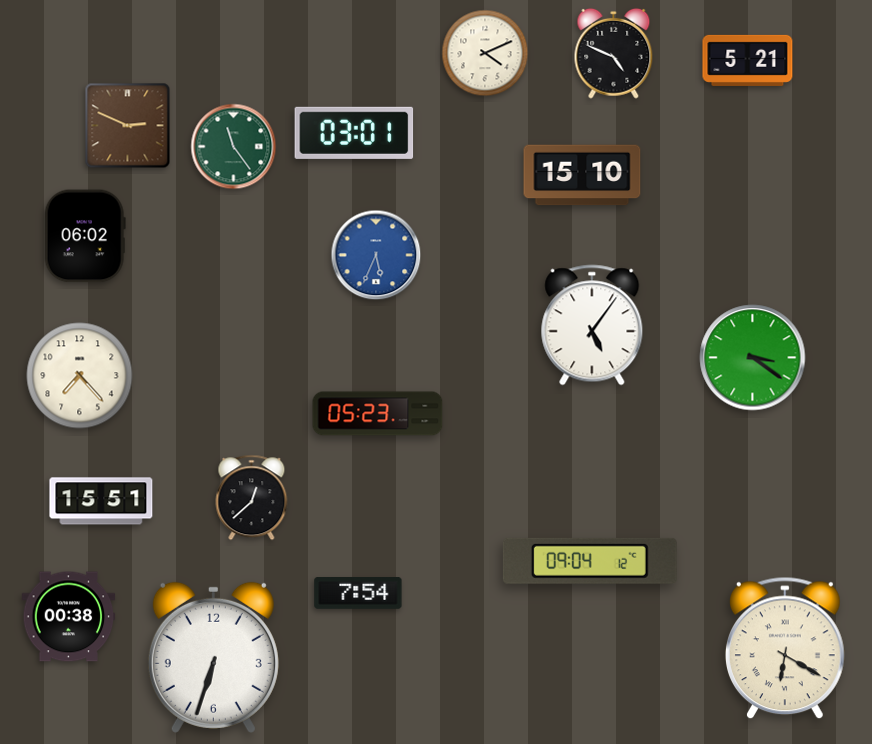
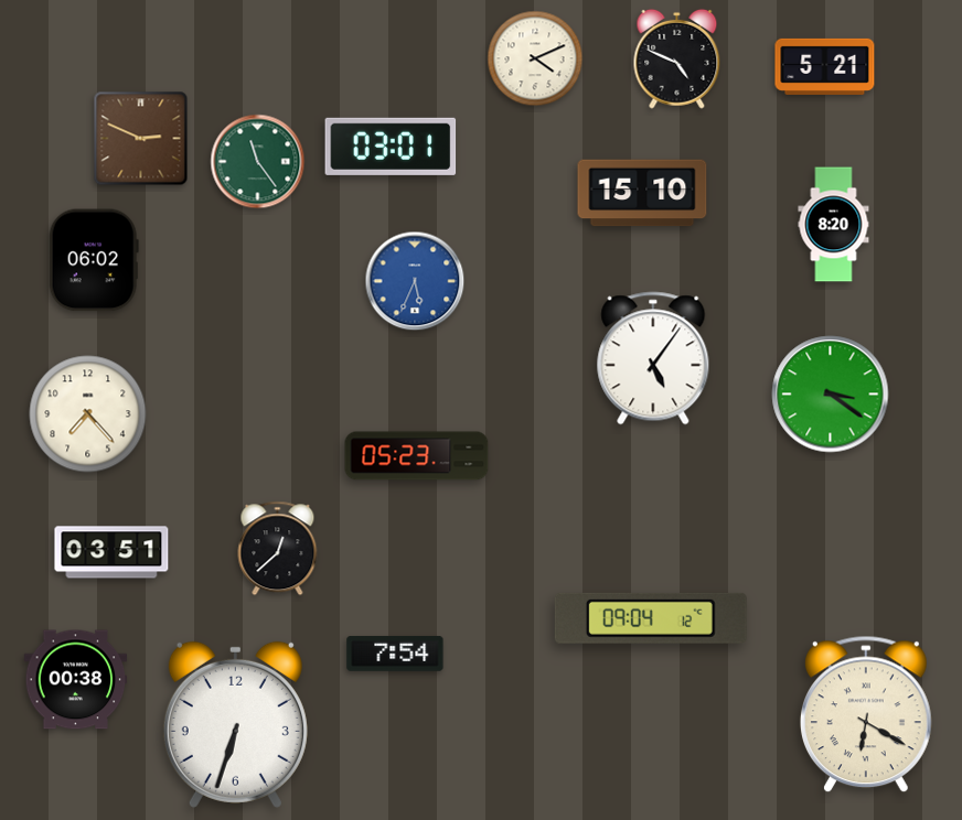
clock at (834, 225): none -> 8:20
clock at (101, 501): 15:51 -> 03:51
